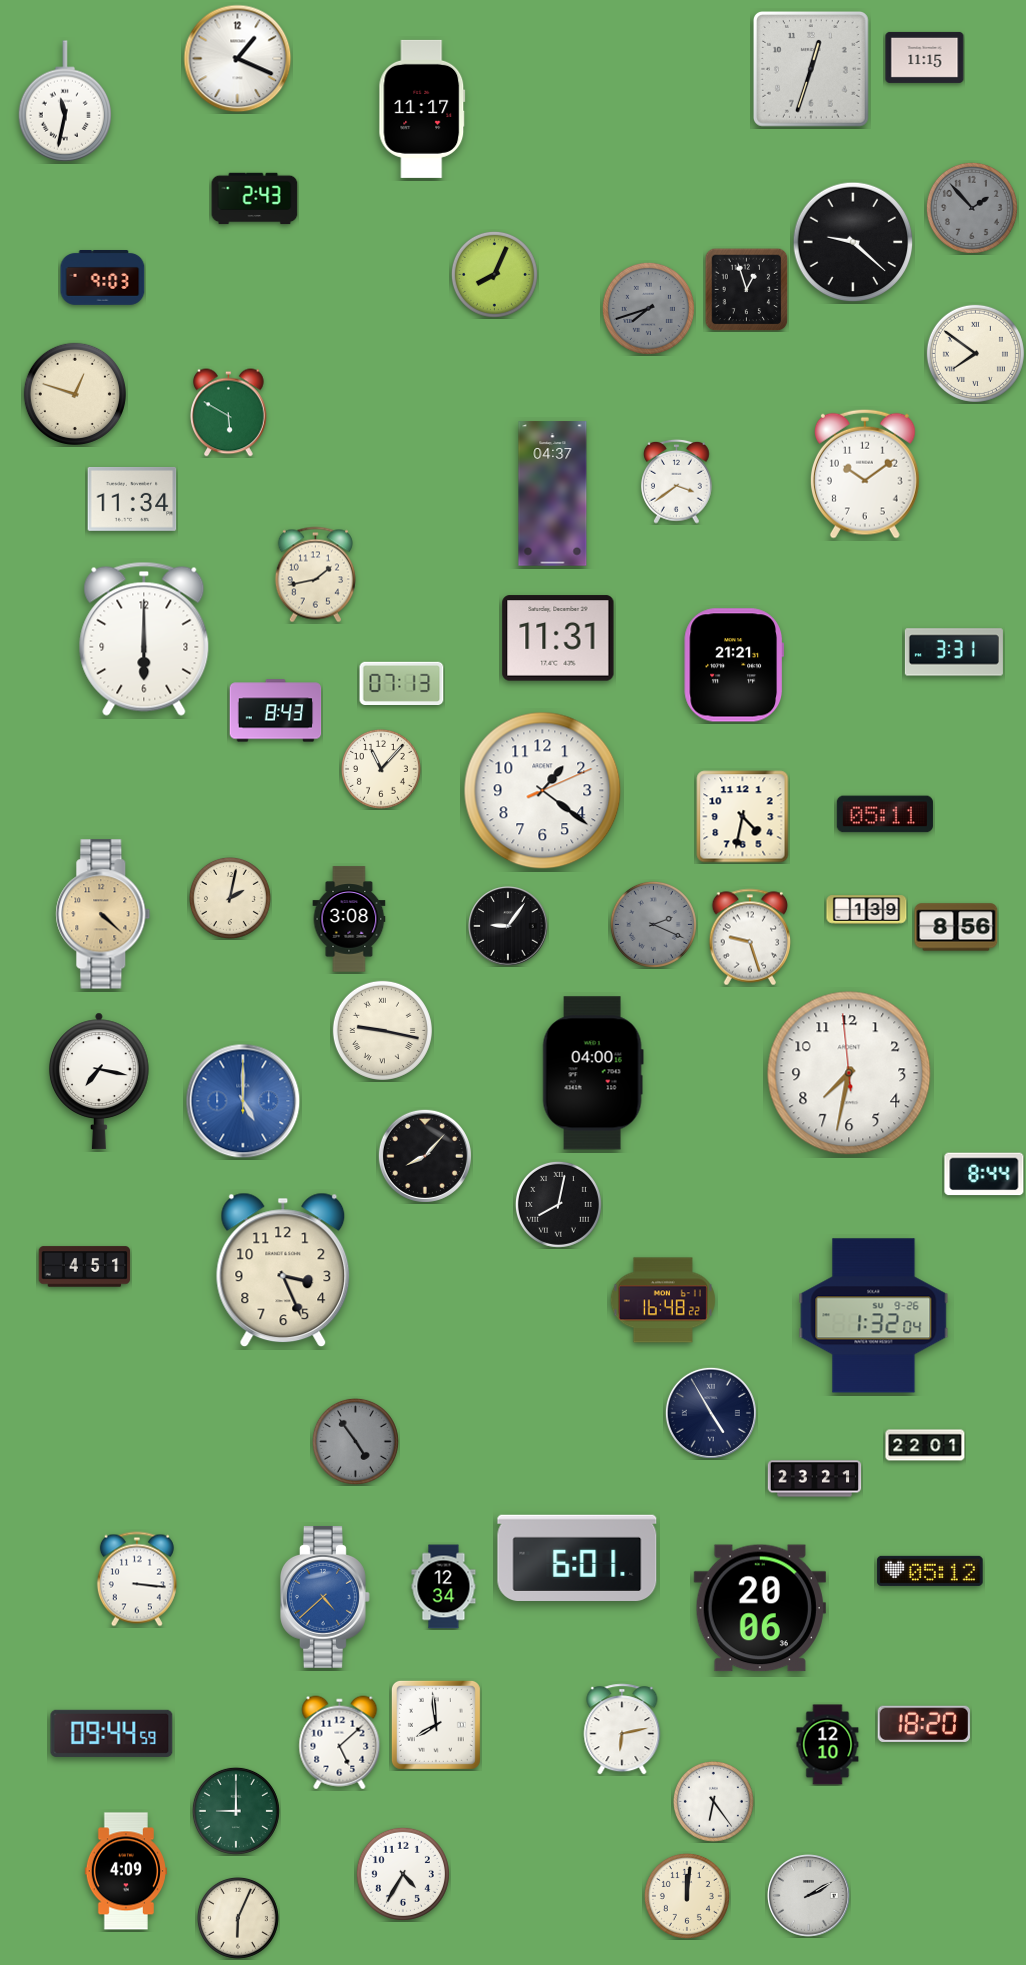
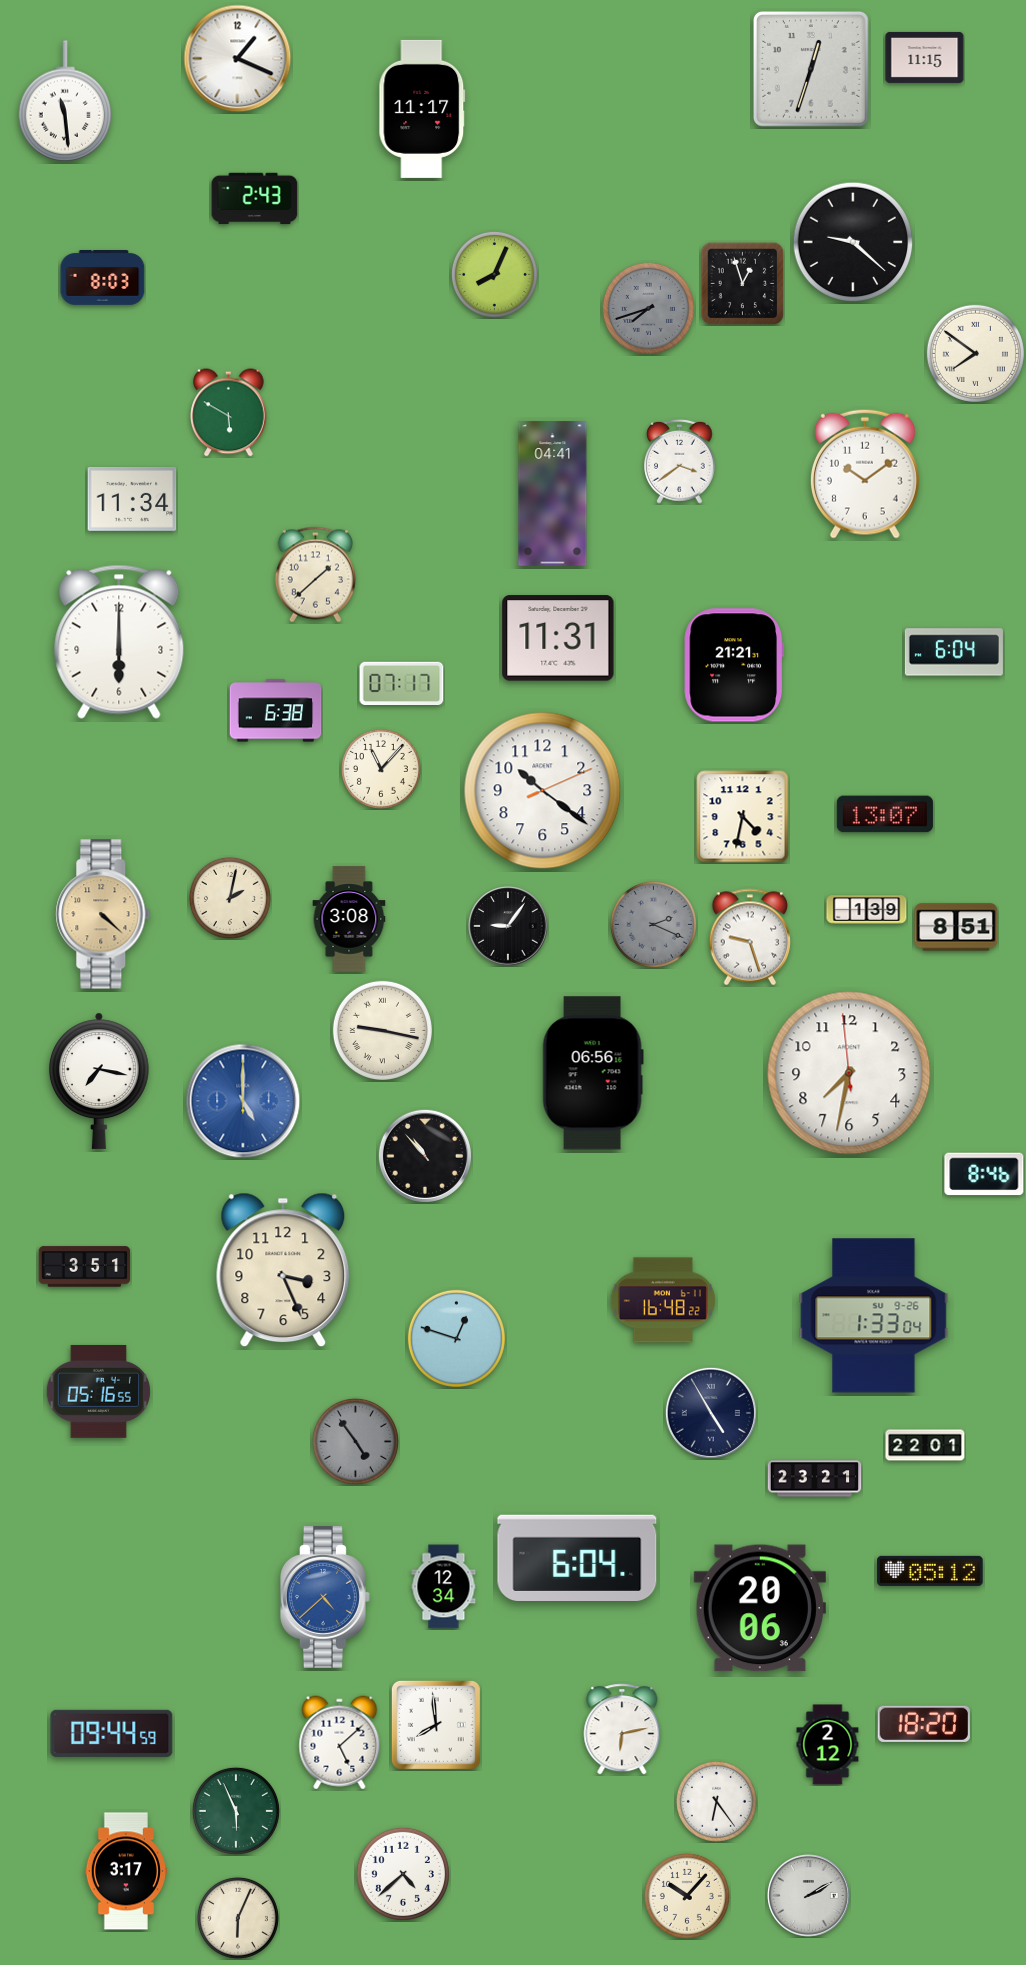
clock at (64, 101): 11:32 -> 11:29
clock at (972, 208): 1:53 -> none
clock at (103, 278): 9:03 -> 8:03
clock at (746, 289) position: (746, 289) -> (742, 283)
clock at (75, 394): 12:48 -> none
clock at (677, 481) position: (677, 481) -> (680, 461)
clock at (553, 494): 04:37 -> 04:41
clock at (315, 575): 1:43 -> 1:38
clock at (144, 639) position: (144, 639) -> (119, 642)
clock at (954, 652): 3:31 -> 6:04
clock at (402, 684): 07:13 -> 07:17
clock at (276, 711): 8:43 -> 6:38
clock at (543, 791): 1:21 -> 10:21
clock at (885, 814): 05:11 -> 13:07
clock at (956, 927): 8:56 -> 8:51
clock at (593, 1073): 04:00 -> 06:56
clock at (425, 1156): 8:07 -> 10:53
clock at (984, 1174): 8:44 -> 8:46
clock at (558, 1204): 8:02 -> none
clock at (85, 1267): 4:51 -> 3:51
clock at (874, 1316): 1:32 -> 1:33
clock at (456, 1338): none -> 12:48
clock at (98, 1391): none -> 05:16
clock at (577, 1557): 6:01 -> 6:04
clock at (137, 1579): 3:16 -> none
clock at (828, 1745): 12:10 -> 2:12
clock at (713, 1801) position: (713, 1801) -> (716, 1801)
clock at (236, 1811): 9:00 -> 5:56
clock at (126, 1871): 4:09 -> 3:17
clock at (403, 1874): 4:35 -> 4:38
clock at (687, 1896): 12:01 -> 10:07
